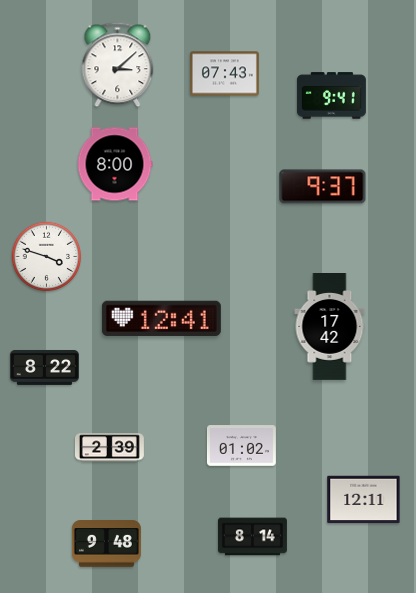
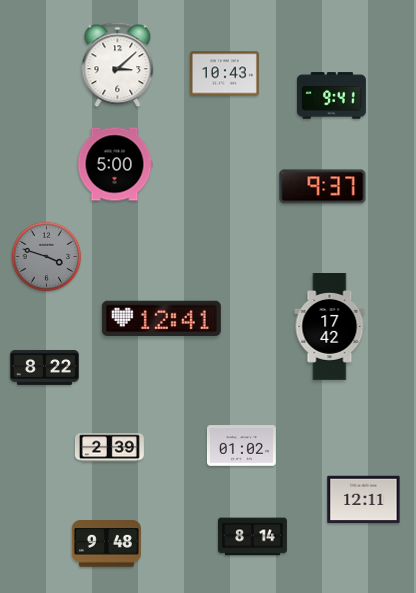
clock at (224, 74): 07:43 -> 10:43
clock at (115, 164): 8:00 -> 5:00
clock at (47, 257) dial: white -> grey
